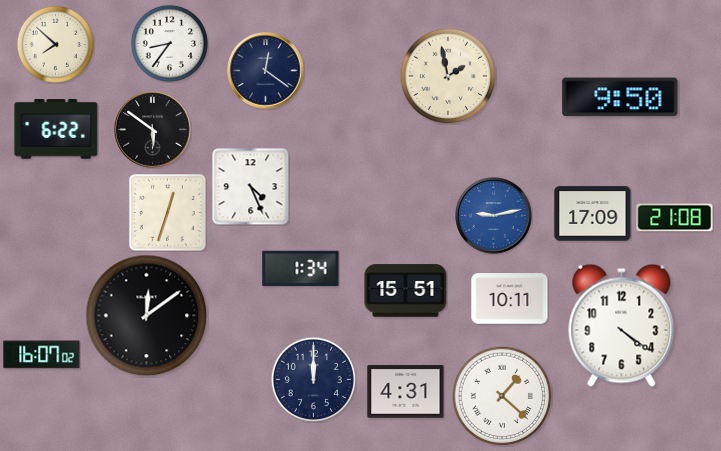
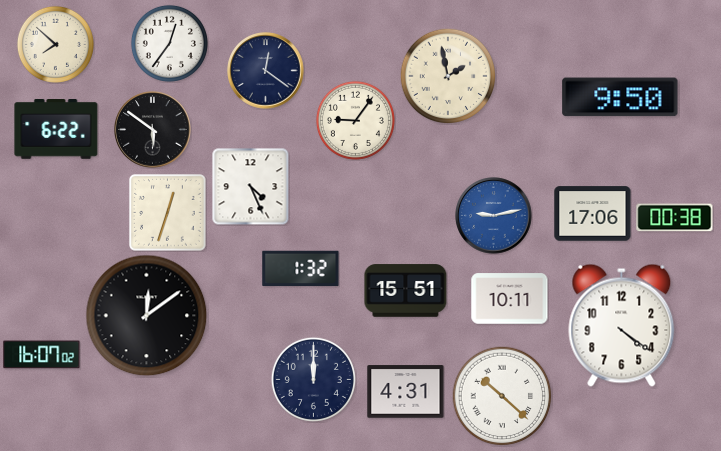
clock at (169, 43): 8:36 -> 12:36
clock at (355, 120): none -> 9:06
clock at (593, 214): 17:09 -> 17:06
clock at (675, 218): 21:08 -> 00:38
clock at (301, 269): 1:34 -> 1:32
clock at (502, 396): 1:22 -> 10:22
